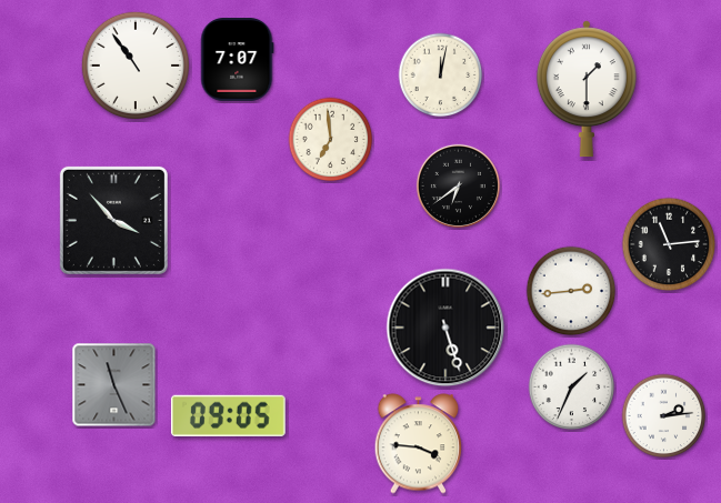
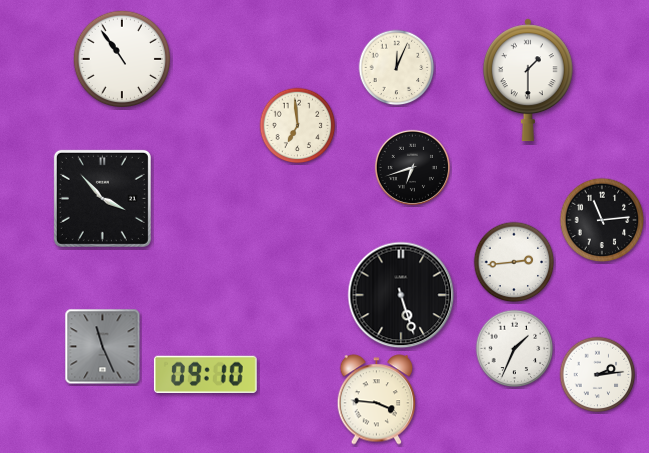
clock at (238, 60): 7:07 -> none
clock at (441, 76): 12:02 -> 12:04
clock at (458, 185): 6:39 -> 6:42
clock at (228, 415): 09:05 -> 09:10
